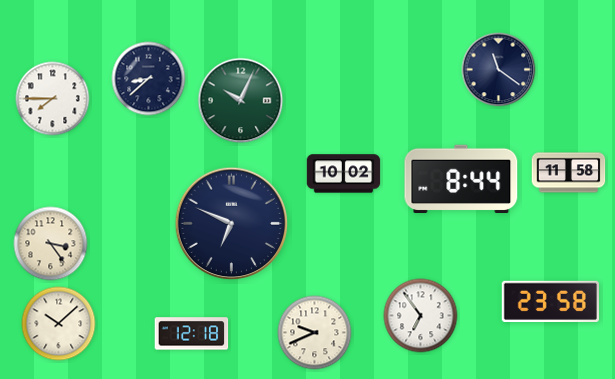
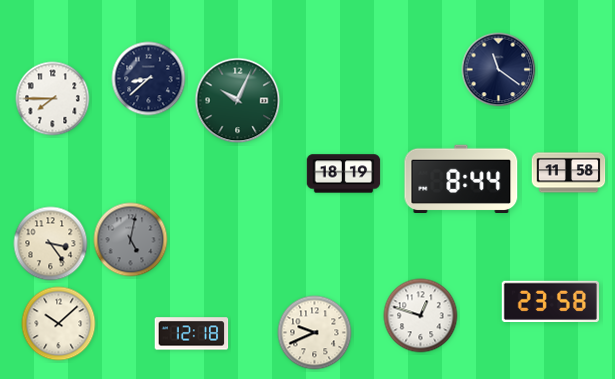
clock at (241, 101) position: (241, 101) -> (238, 101)
clock at (344, 174): 10:02 -> 18:19
clock at (232, 224): 6:49 -> none
clock at (131, 240): none -> 5:02
clock at (421, 316): 6:54 -> 12:48
